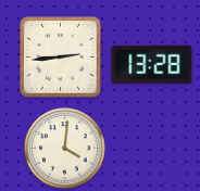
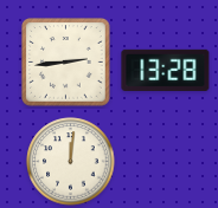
clock at (65, 149): 4:01 -> 12:01
